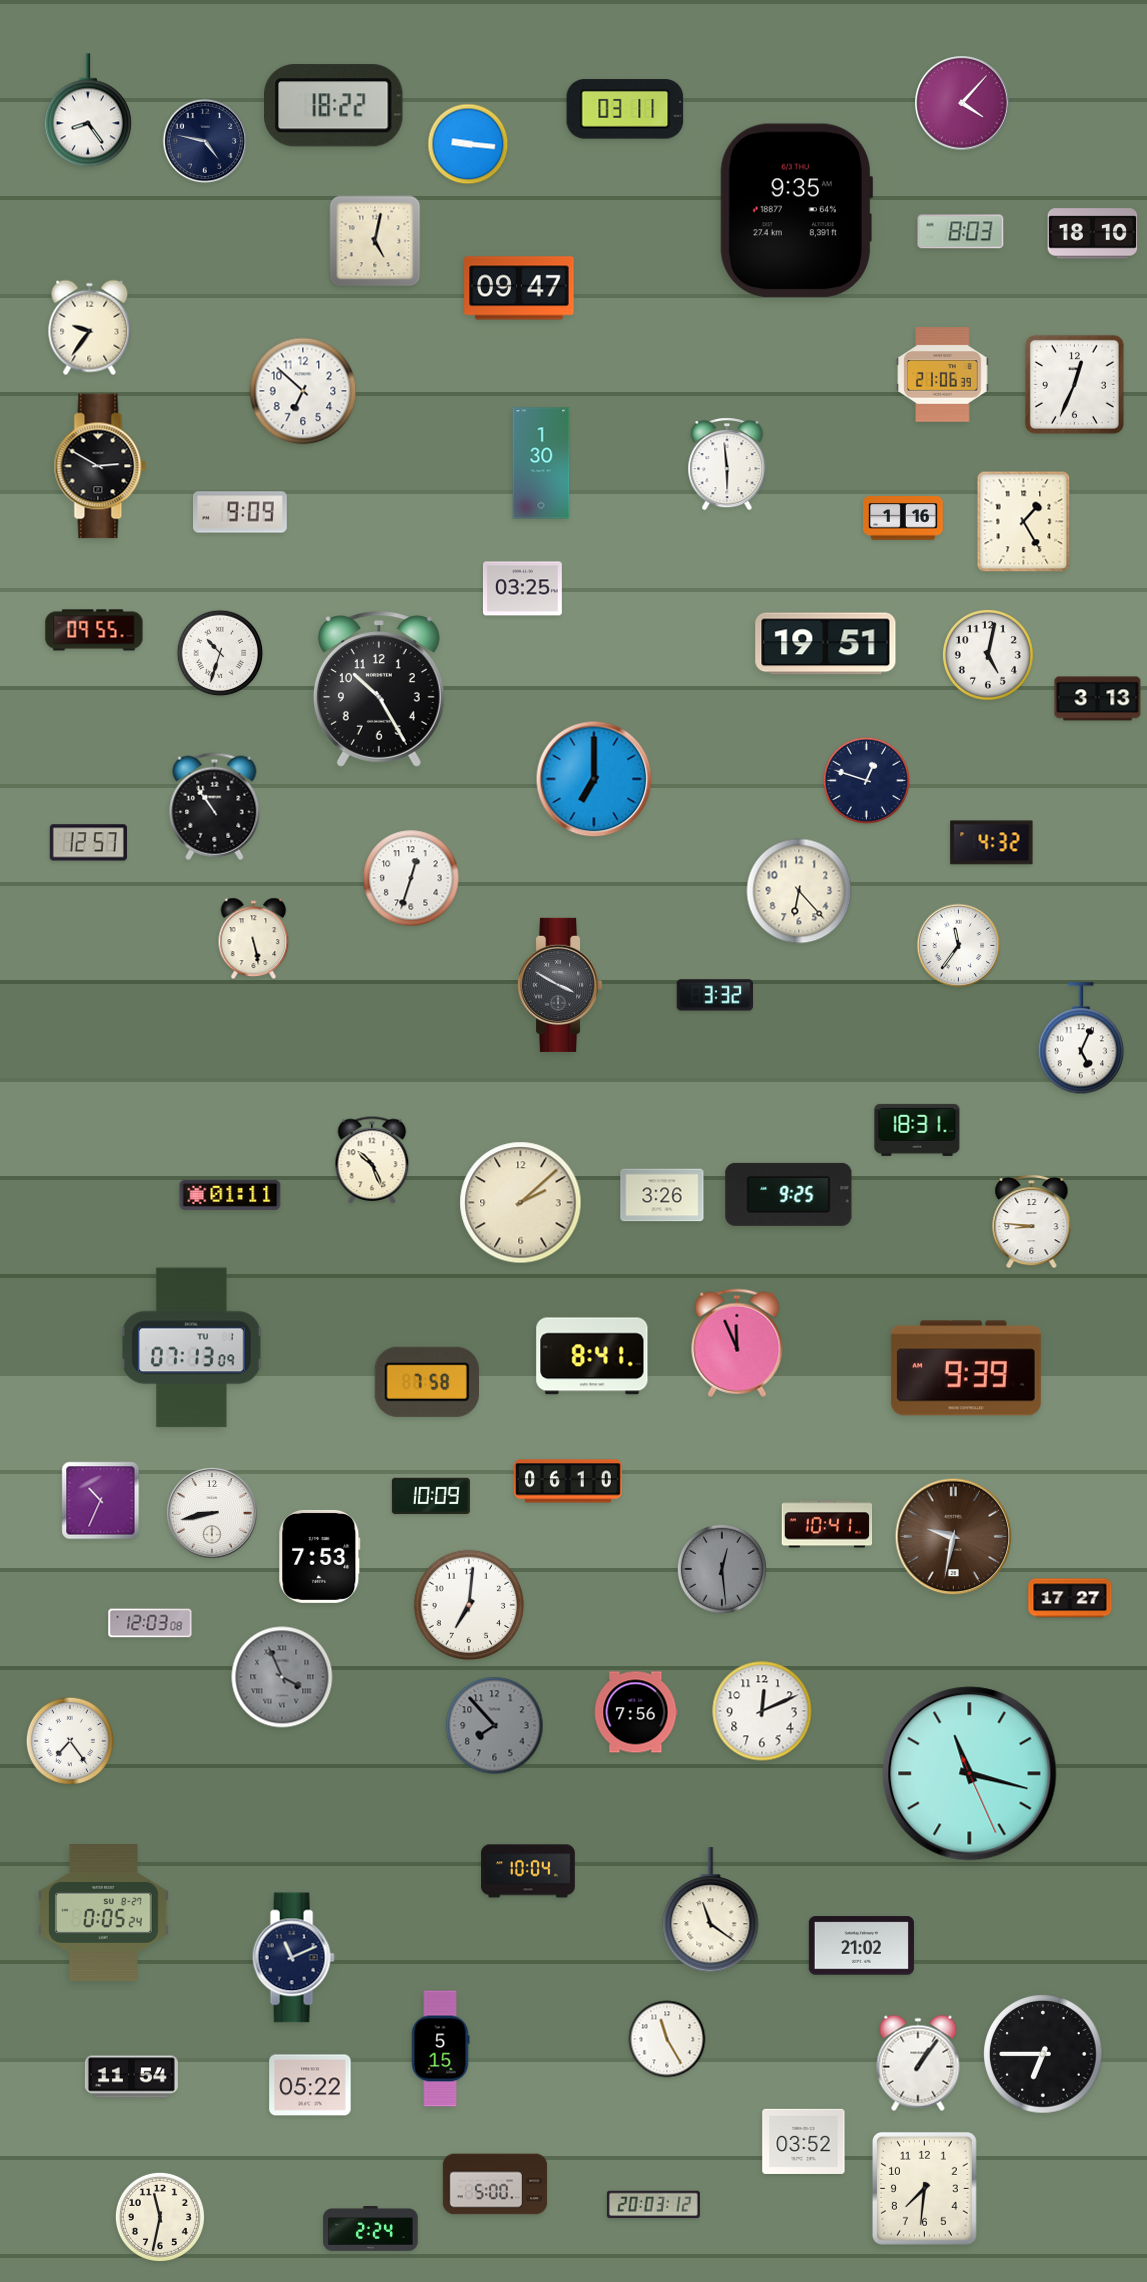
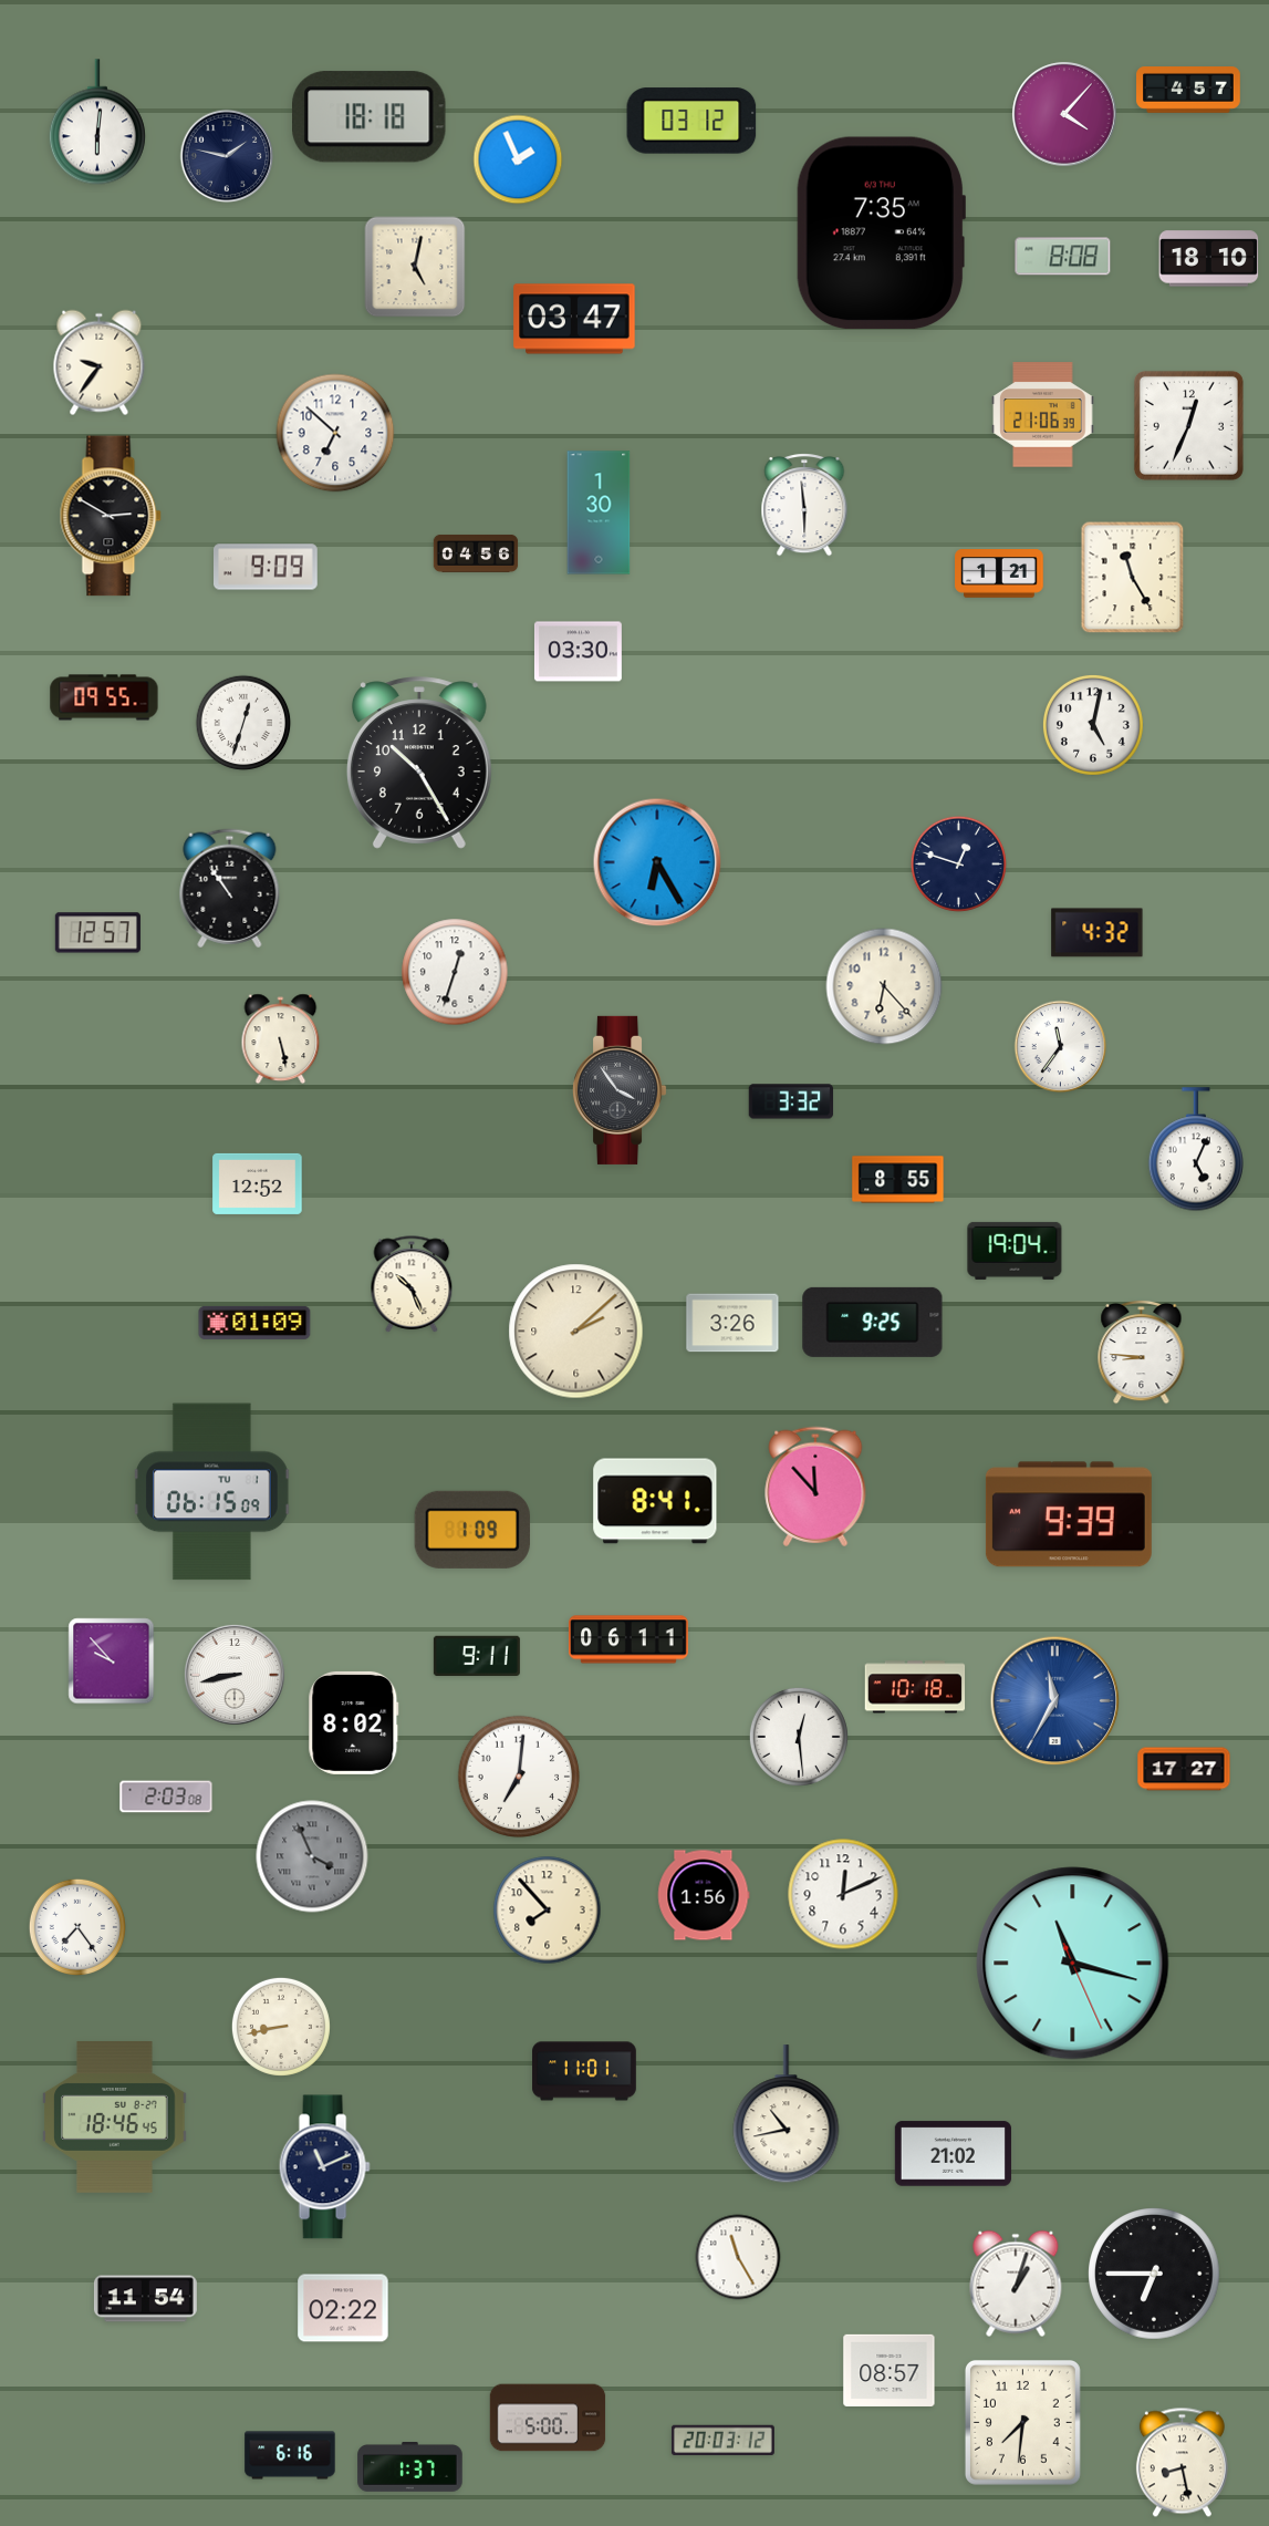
clock at (1188, 91): none -> 4:57
clock at (333, 106): 18:22 -> 18:18
clock at (625, 109): 03:11 -> 03:12
clock at (88, 110): 8:24 -> 6:01
clock at (205, 141): 4:47 -> 1:47
clock at (468, 144): 9:16 -> 1:56
clock at (796, 211): 9:35 -> 7:35
clock at (961, 232): 8:03 -> 8:08
clock at (519, 288): 09:47 -> 03:47
clock at (727, 465) position: (727, 465) -> (804, 506)
clock at (476, 553): none -> 04:56
clock at (903, 518): 1:16 -> 1:21
clock at (1024, 522): 1:25 -> 11:25
clock at (522, 589): 03:25 -> 03:30
clock at (826, 644): 19:51 -> none
clock at (220, 653): 10:33 -> 12:33
clock at (1098, 699): 3:13 -> none
clock at (594, 779): 7:00 -> 6:25
clock at (215, 807) position: (215, 807) -> (230, 889)
clock at (561, 985): 3:50 -> 3:54
clock at (898, 1180): none -> 8:55
clock at (258, 1183): none -> 12:52
clock at (917, 1130): 18:31 -> 19:04
clock at (230, 1195): 01:11 -> 01:09
clock at (737, 1343): 11:56 -> 11:53
clock at (192, 1348): 07:13 -> 06:15
clock at (427, 1382): 7:58 -> 1:09
clock at (569, 1481): 06:10 -> 06:11
clock at (431, 1495): 10:09 -> 9:11
clock at (101, 1501): 10:34 -> 9:53
clock at (827, 1524): 10:41 -> 10:18
clock at (954, 1537): 9:32 -> 11:35
clock at (954, 1537) dial: brown -> blue
clock at (320, 1556): 7:53 -> 8:02
clock at (722, 1569) dial: grey -> white
clock at (150, 1623): 12:03 -> 2:03
clock at (636, 1712): 7:56 -> 1:56
clock at (495, 1726) dial: grey -> cream
clock at (281, 2027): none -> 8:43
clock at (528, 1871): 10:04 -> 11:01
clock at (711, 1910): 11:21 -> 10:43
clock at (104, 1913): 0:05 -> 18:46
clock at (440, 2049): 5:15 -> none
clock at (918, 2063): 1:06 -> 1:03
clock at (310, 2085): 05:22 -> 02:22
clock at (804, 2141): 03:52 -> 08:57
clock at (160, 2217): 11:32 -> none
clock at (290, 2455): none -> 6:16
clock at (1182, 2463): none -> 8:28
clock at (371, 2229): 2:24 -> 1:37
